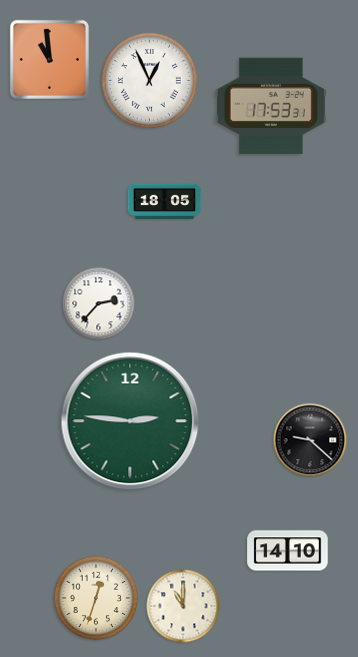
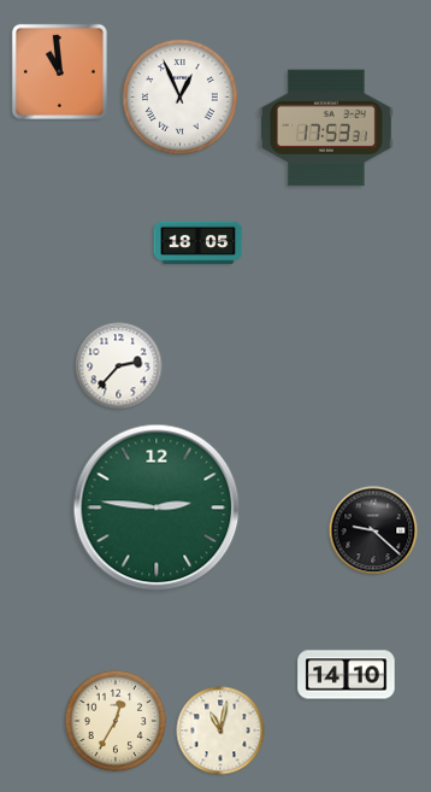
clock at (288, 551) position: (288, 551) -> (347, 675)
clock at (96, 598): 12:33 -> 12:35
clock at (183, 606): 11:00 -> 11:02
